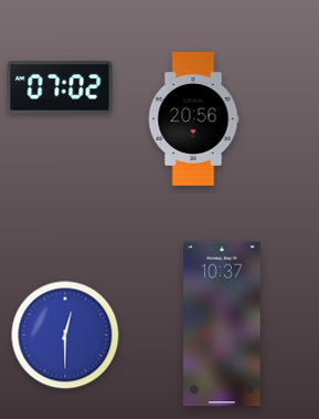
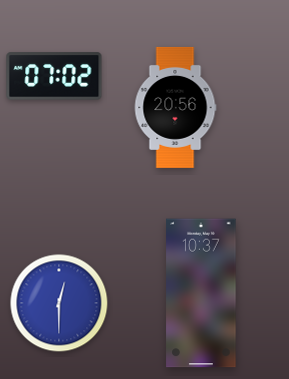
clock at (60, 87) position: (60, 87) -> (54, 76)
